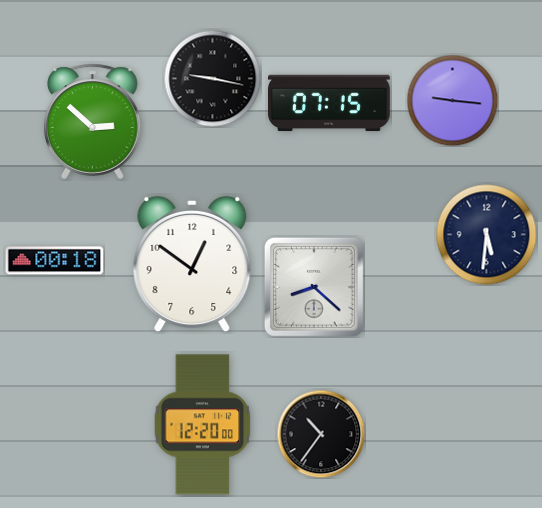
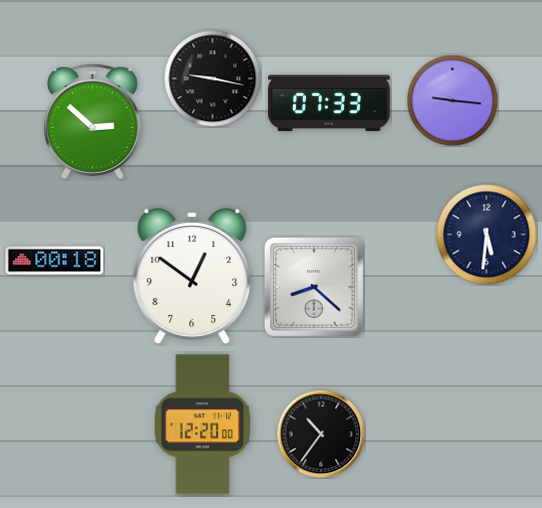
clock at (330, 103): 07:15 -> 07:33
clock at (192, 263) position: (192, 263) -> (192, 275)
